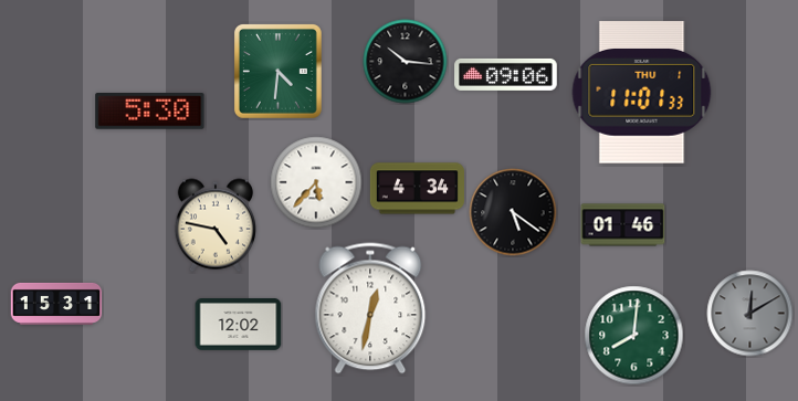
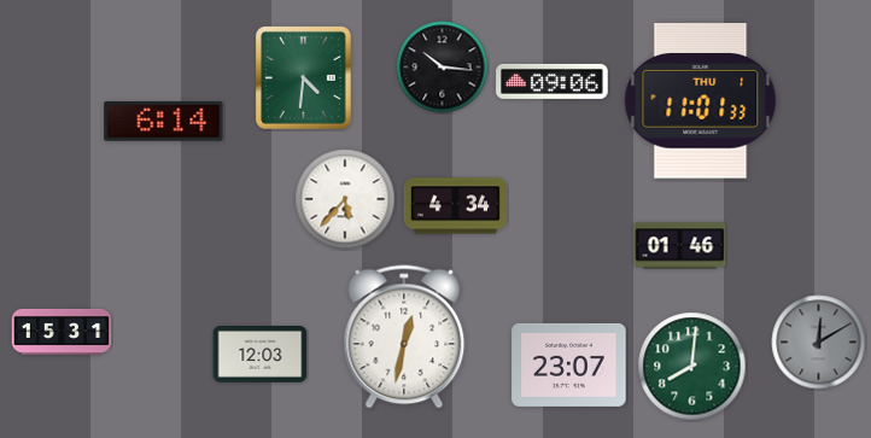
clock at (150, 112): 5:30 -> 6:14
clock at (513, 212): 5:21 -> none
clock at (216, 225): 4:47 -> none
clock at (239, 325): 12:02 -> 12:03
clock at (569, 364): none -> 23:07
